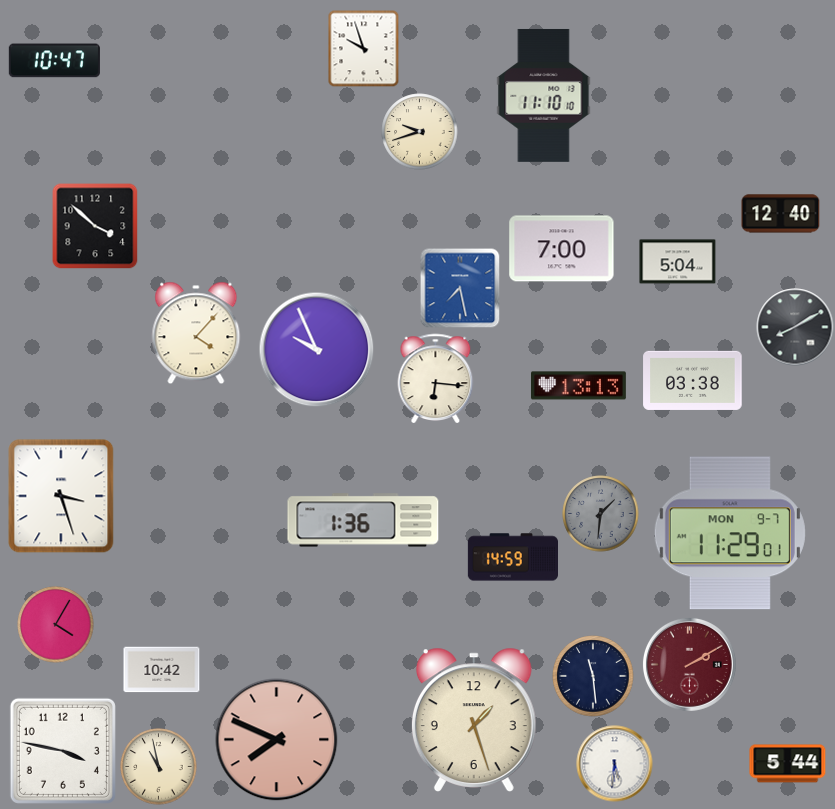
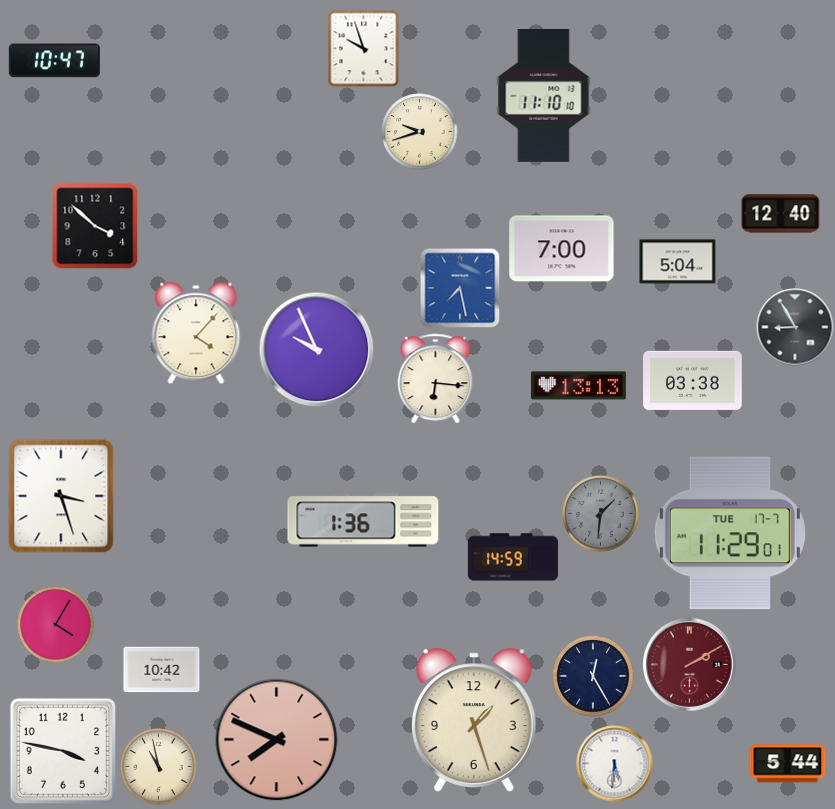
clock at (795, 327): 8:10 -> 8:55
clock at (730, 533) date: MON 9-7 -> TUE 17-7
clock at (593, 676): 11:29 -> 12:25
